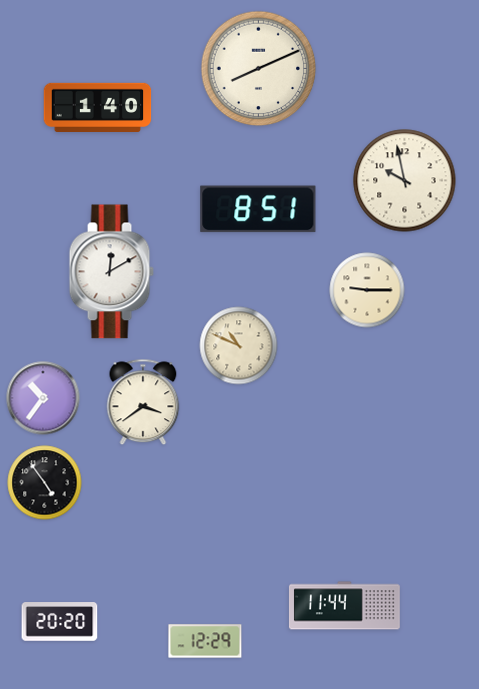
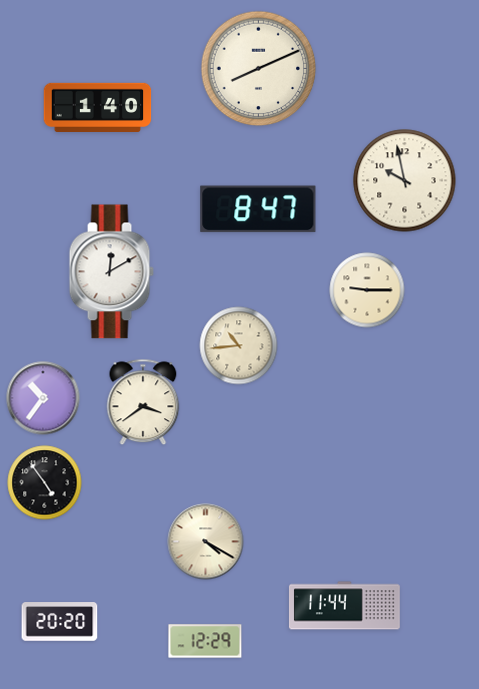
clock at (258, 209): 8:51 -> 8:47
clock at (239, 346): 10:49 -> 10:44
clock at (206, 542): none -> 4:20
